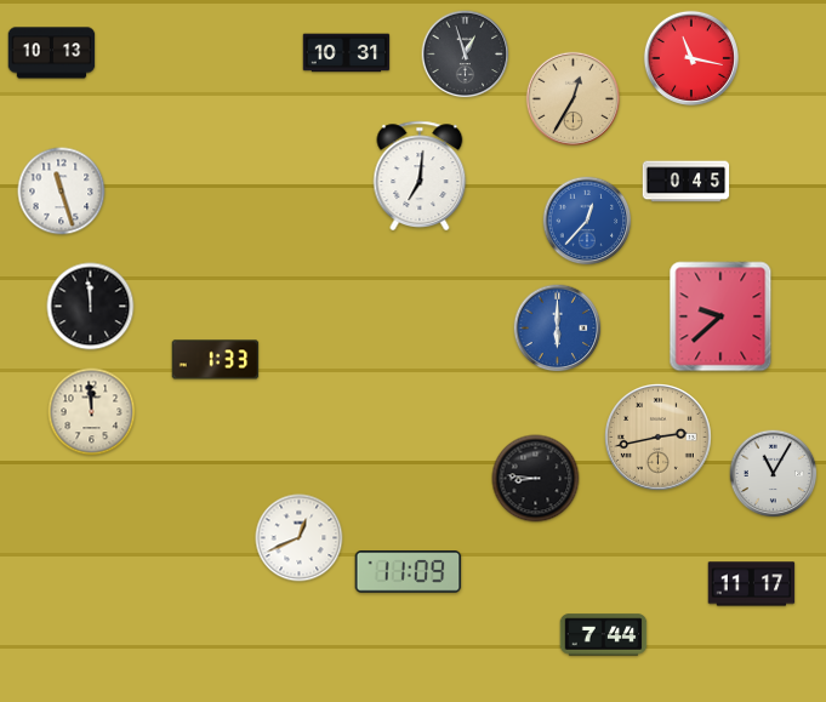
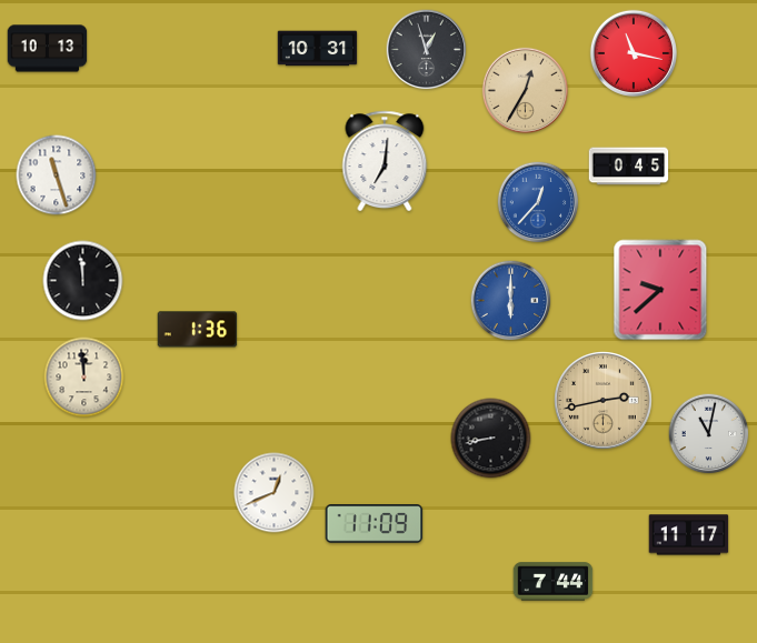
clock at (216, 360): 1:33 -> 1:36
clock at (774, 474): 11:05 -> 11:02
clock at (536, 479): 8:46 -> 8:43
